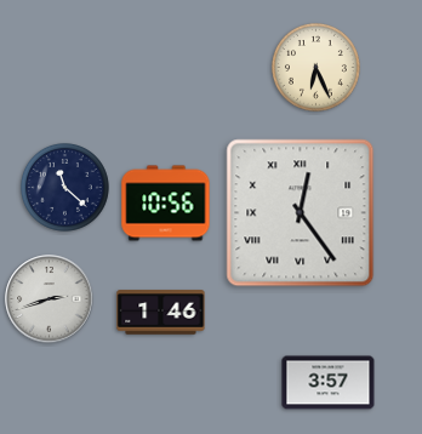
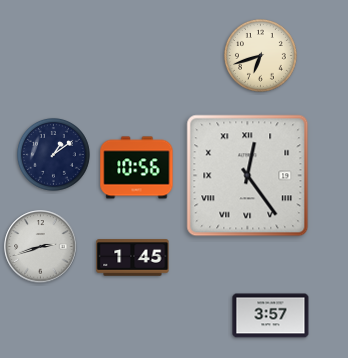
clock at (315, 67): 6:26 -> 6:42
clock at (64, 187): 11:22 -> 1:09
clock at (161, 313): 1:46 -> 1:45
